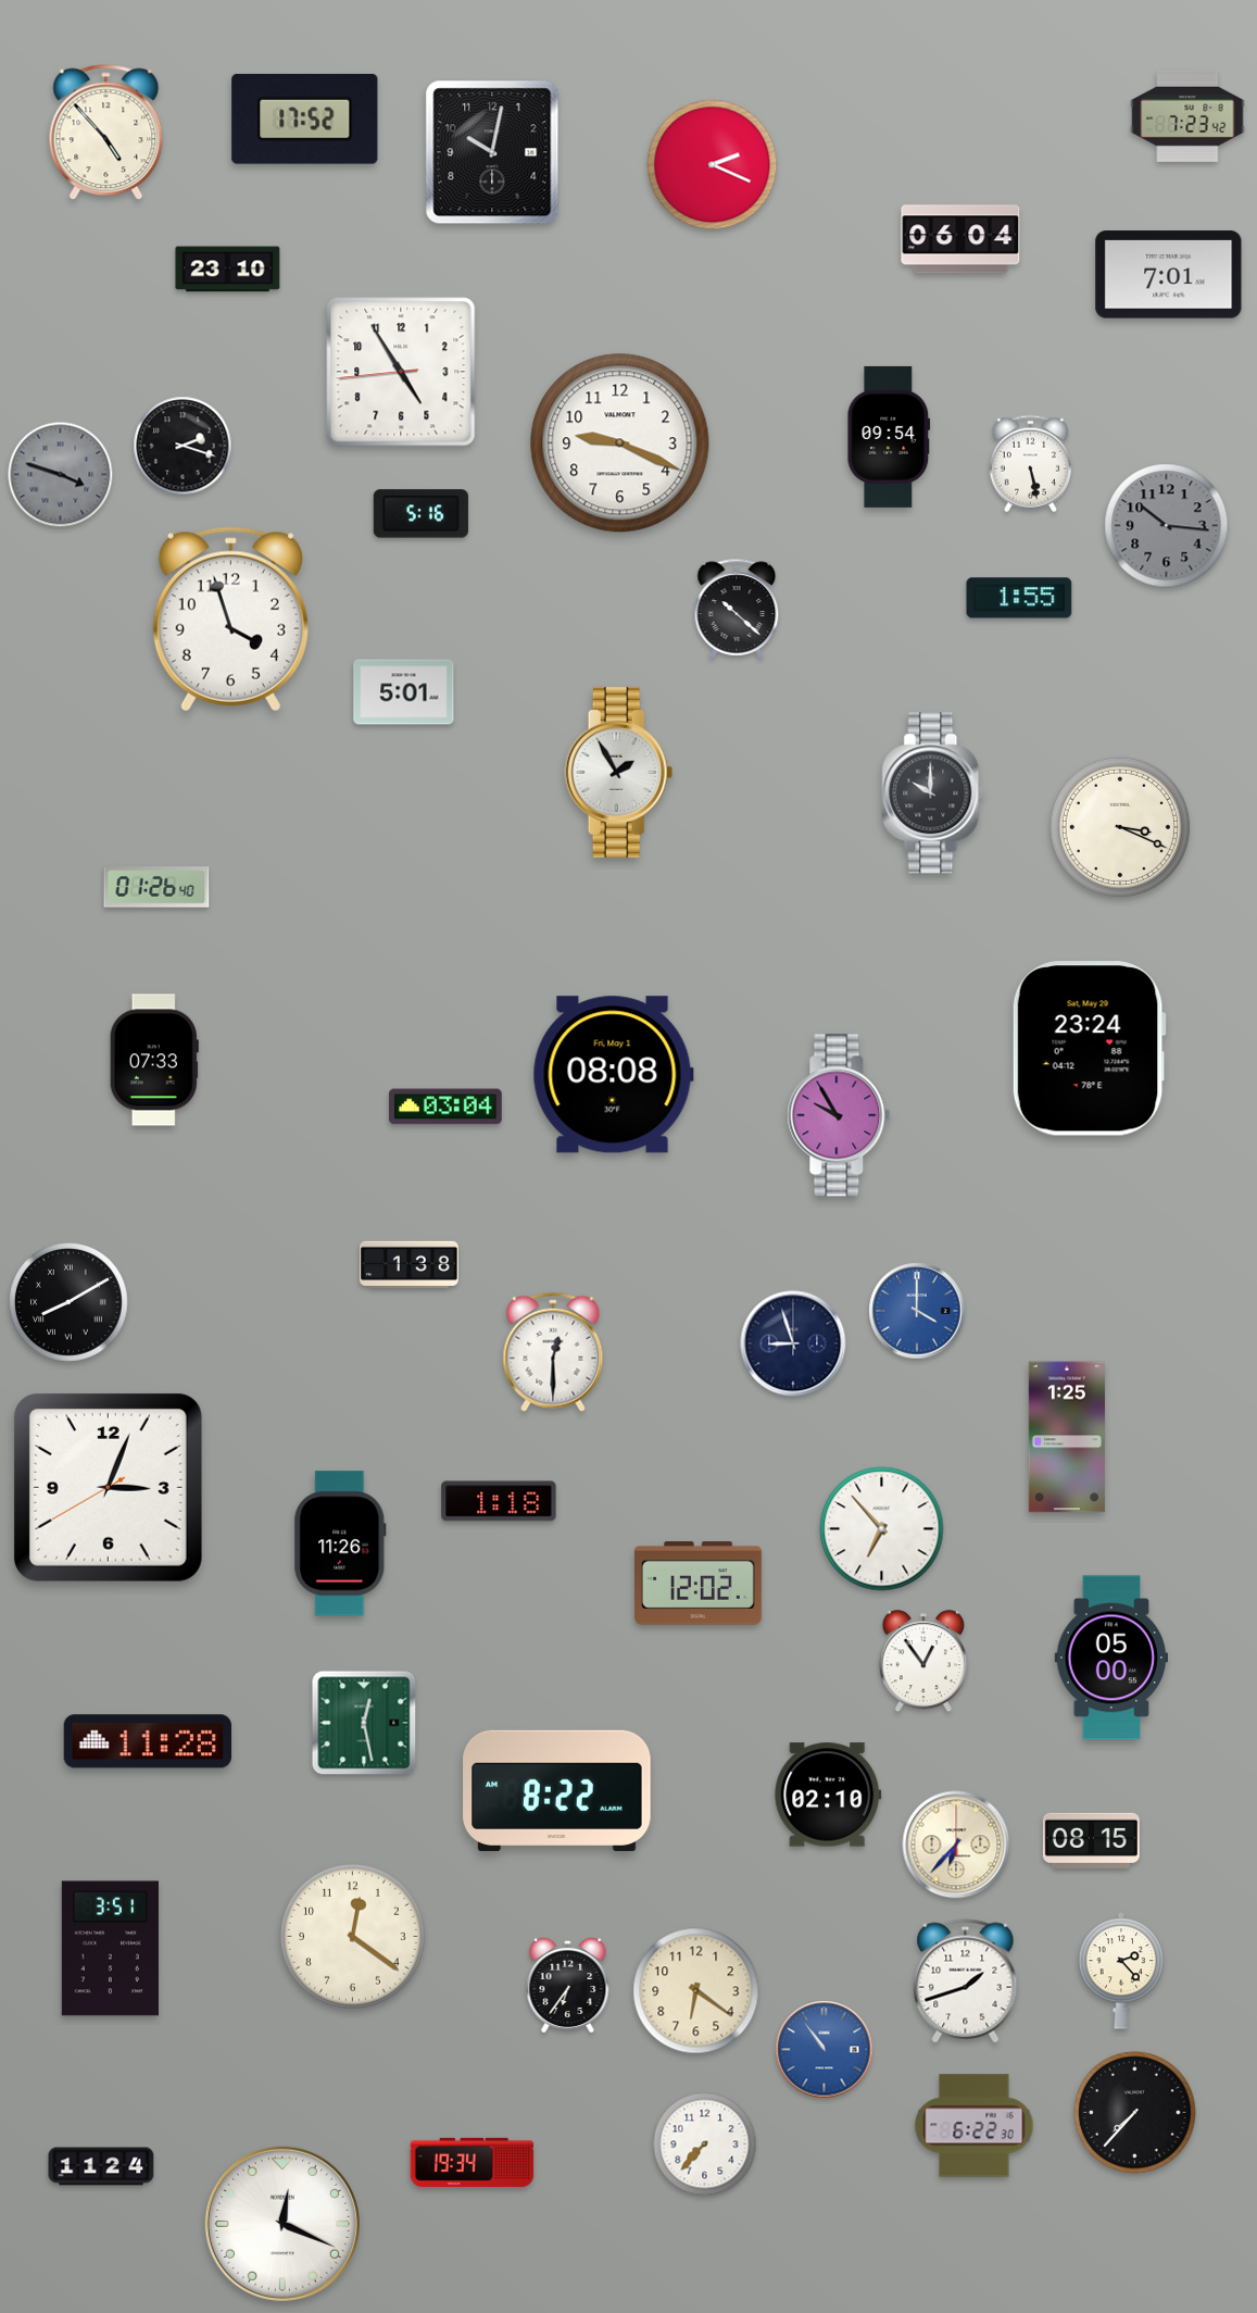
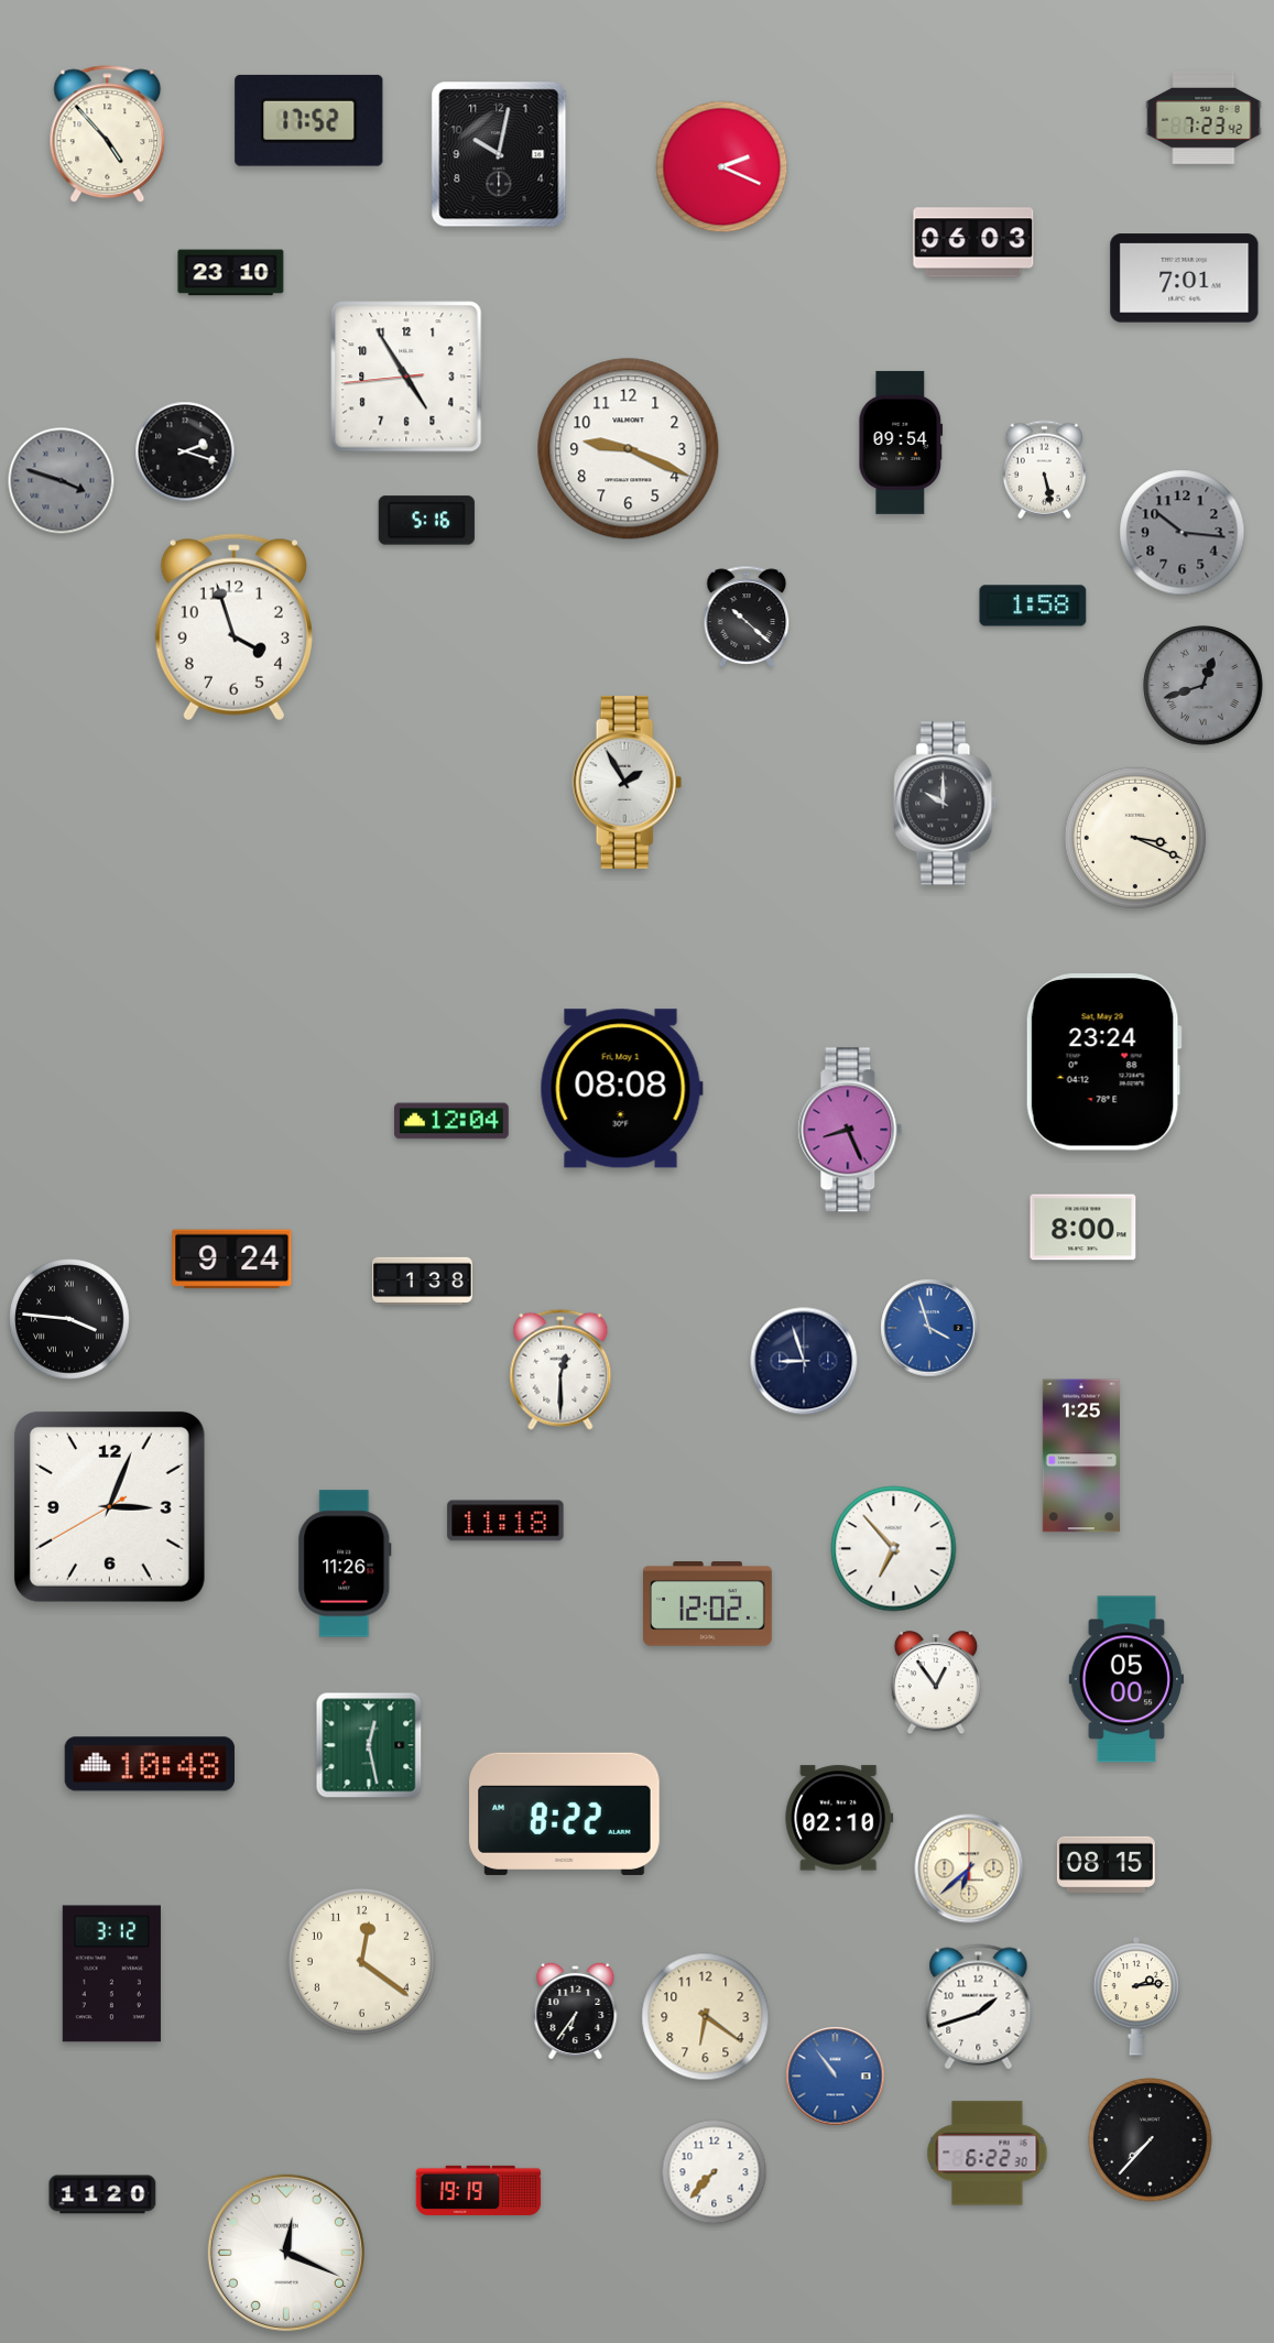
clock at (960, 239): 06:04 -> 06:03
clock at (1019, 598): 1:55 -> 1:58
clock at (1202, 685): none -> 12:42
clock at (404, 692): 5:01 -> none
clock at (156, 887): 01:26 -> none
clock at (154, 1060): 07:33 -> none
clock at (445, 1107): 03:04 -> 12:04
clock at (839, 1115): 9:55 -> 8:26
clock at (1084, 1228): none -> 8:00
clock at (232, 1260): none -> 9:24
clock at (410, 1264) position: (410, 1264) -> (423, 1281)
clock at (70, 1303): 8:10 -> 3:46
clock at (917, 1311): 4:00 -> 3:57
clock at (499, 1501): 1:18 -> 11:18
clock at (148, 1741): 11:28 -> 10:48
clock at (956, 1845): 6:37 -> 6:38
clock at (352, 1936) position: (352, 1936) -> (361, 1961)
clock at (110, 1949): 3:51 -> 3:12
clock at (1121, 1972): 2:23 -> 2:14
clock at (473, 2162): 19:34 -> 19:19
clock at (101, 2166): 11:24 -> 11:20
